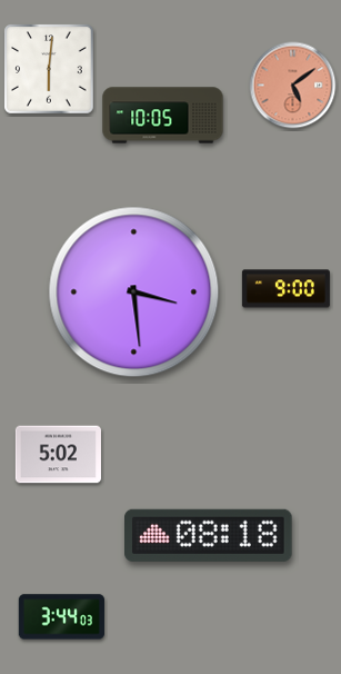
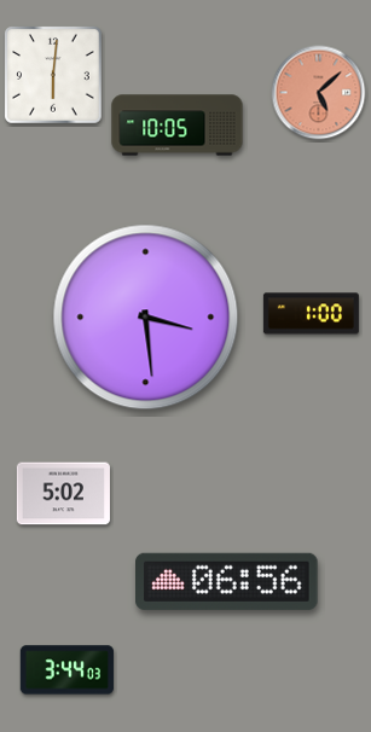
clock at (293, 86): 5:09 -> 5:08
clock at (285, 289): 9:00 -> 1:00
clock at (209, 535): 08:18 -> 06:56
